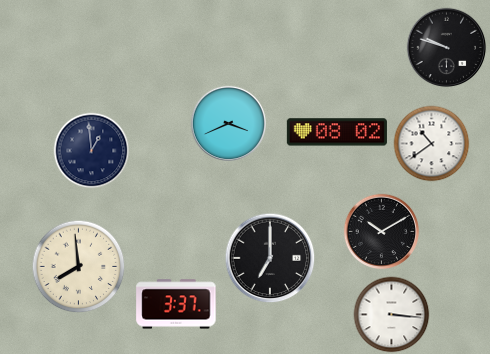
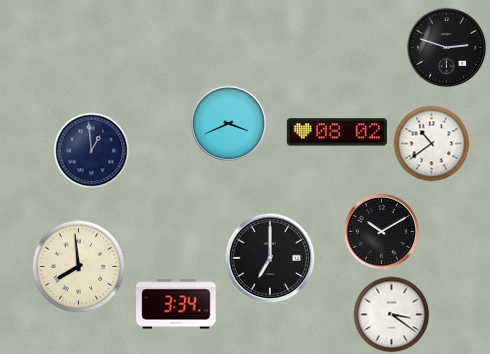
clock at (447, 48): 9:48 -> 2:48
clock at (176, 304): 3:37 -> 3:34
clock at (392, 315): 3:16 -> 3:21
